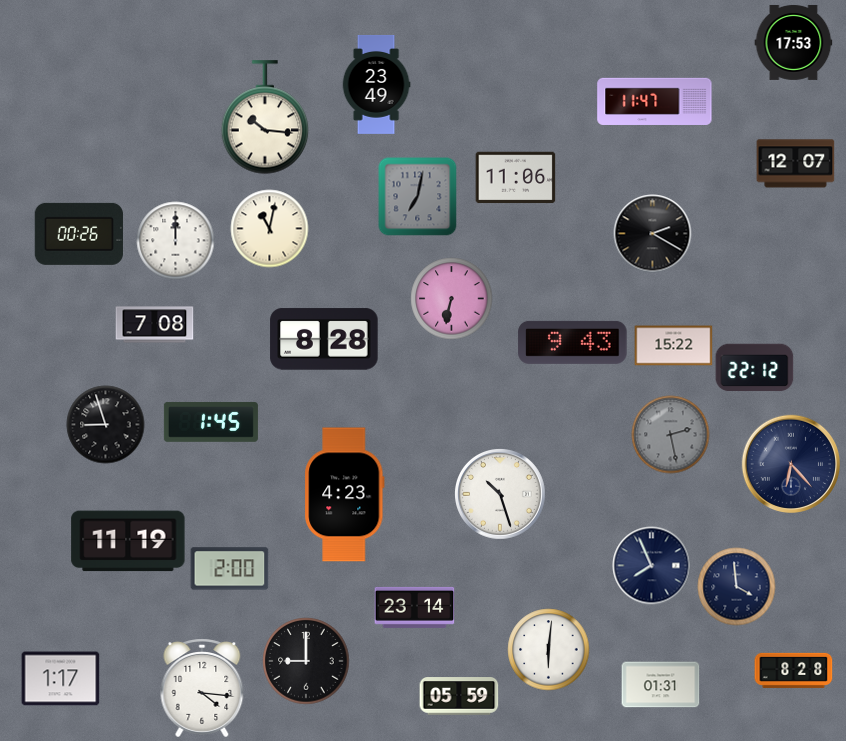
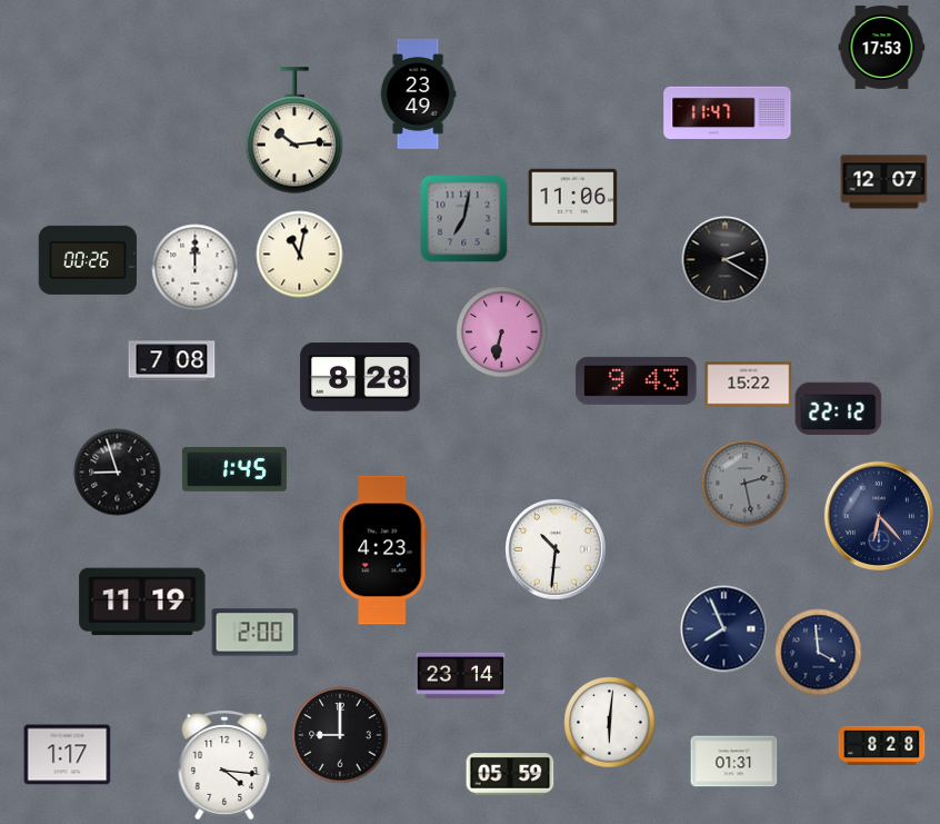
clock at (265, 117): 10:16 -> 10:14
clock at (500, 494): 10:27 -> 10:31
